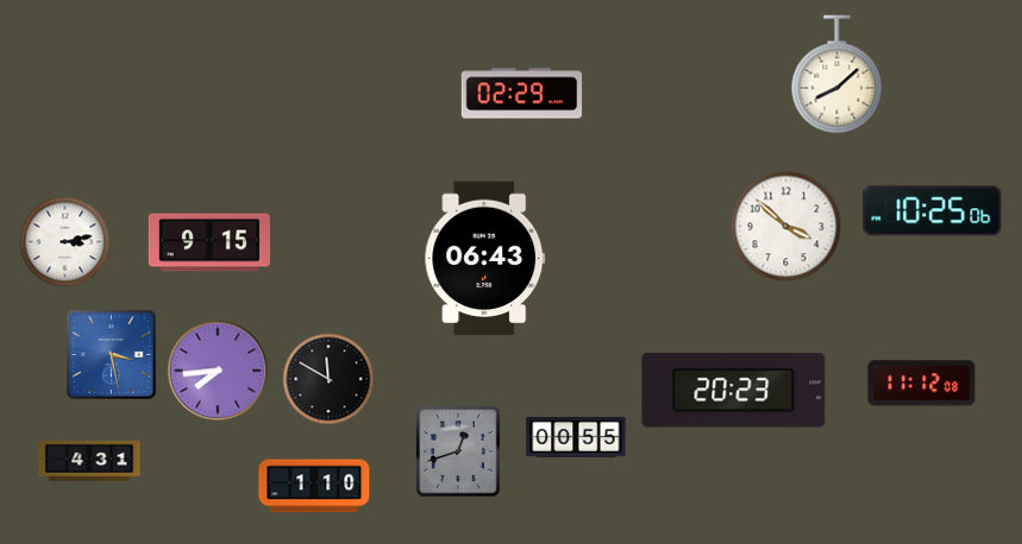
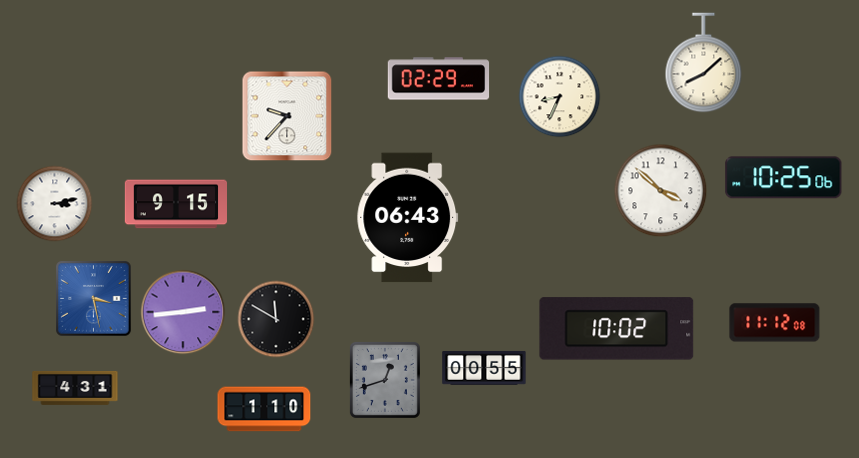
clock at (560, 97): none -> 8:34
clock at (287, 116): none -> 9:37
clock at (218, 371): 7:44 -> 2:44
clock at (734, 391): 20:23 -> 10:02
